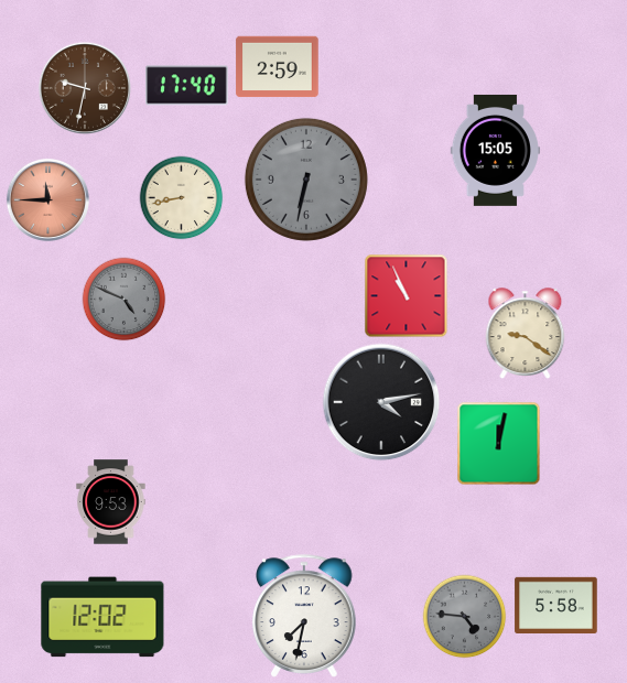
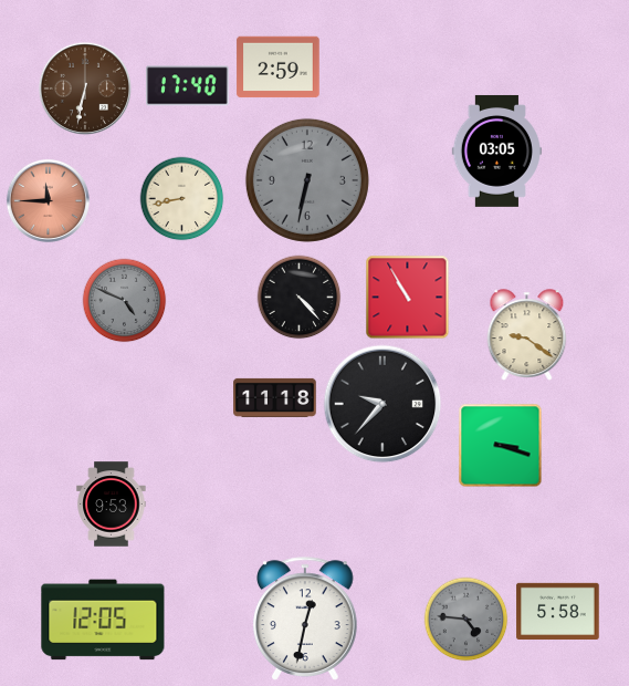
clock at (85, 88): 9:32 -> 6:32
clock at (495, 150): 15:05 -> 03:05
clock at (300, 298): none -> 4:23
clock at (407, 296): 10:56 -> 10:55
clock at (275, 397): none -> 11:18
clock at (381, 402): 4:13 -> 9:37
clock at (499, 444): 12:02 -> 3:18
clock at (556, 605) position: (556, 605) -> (558, 611)
clock at (304, 616): 7:32 -> 12:32
clock at (102, 617): 12:02 -> 12:05
